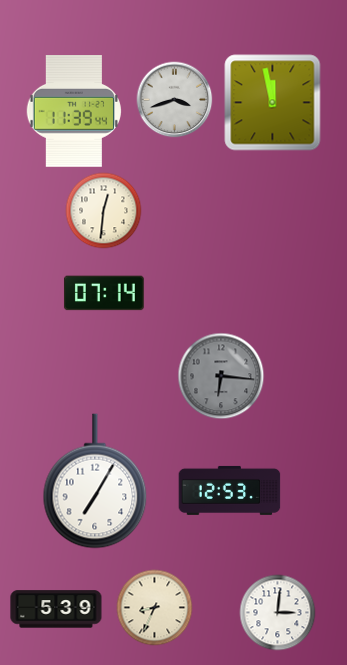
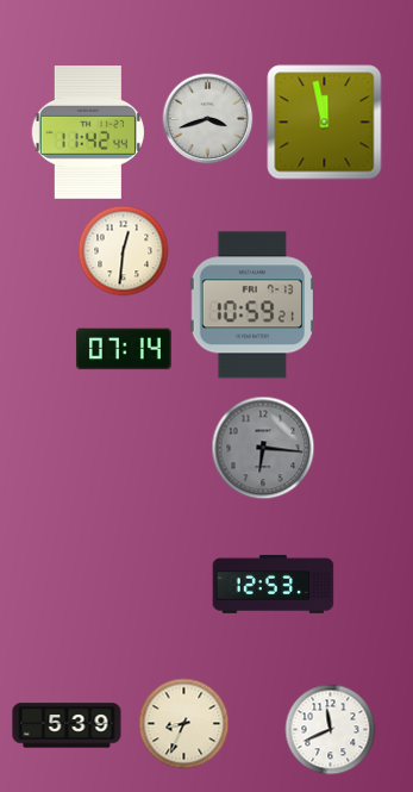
clock at (73, 112): 11:39 -> 11:42
clock at (251, 305): none -> 10:59
clock at (95, 481): 7:05 -> none
clock at (278, 613): 3:01 -> 11:41
